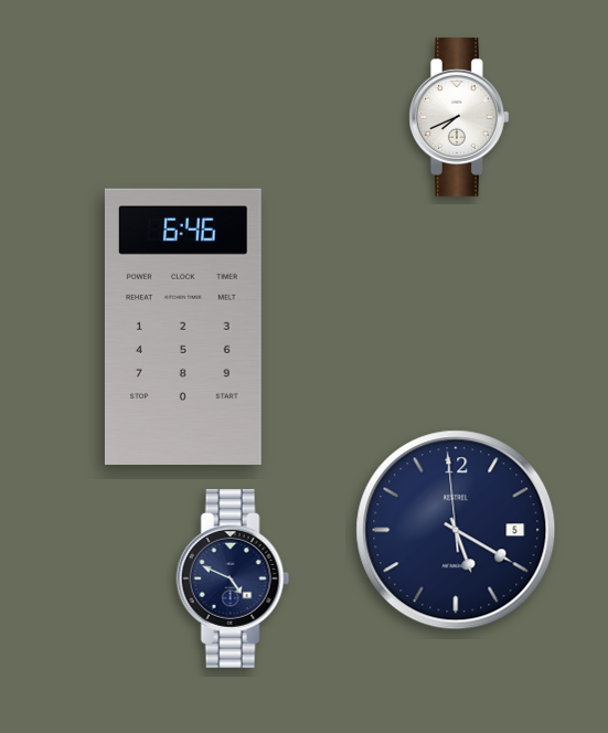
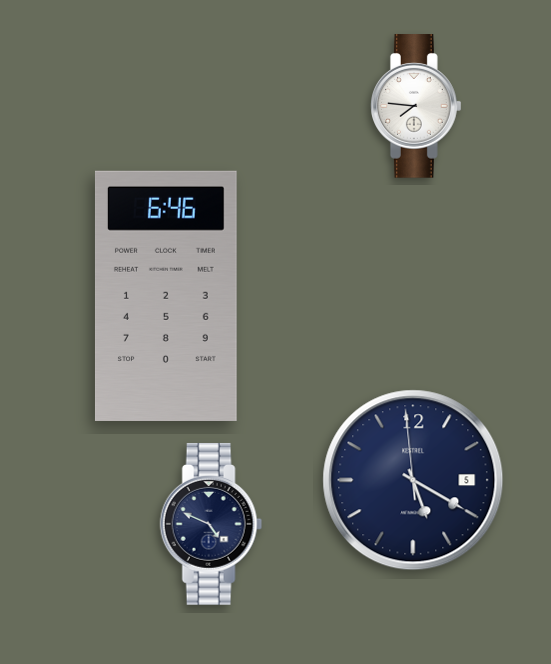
clock at (460, 117): 7:41 -> 7:46
